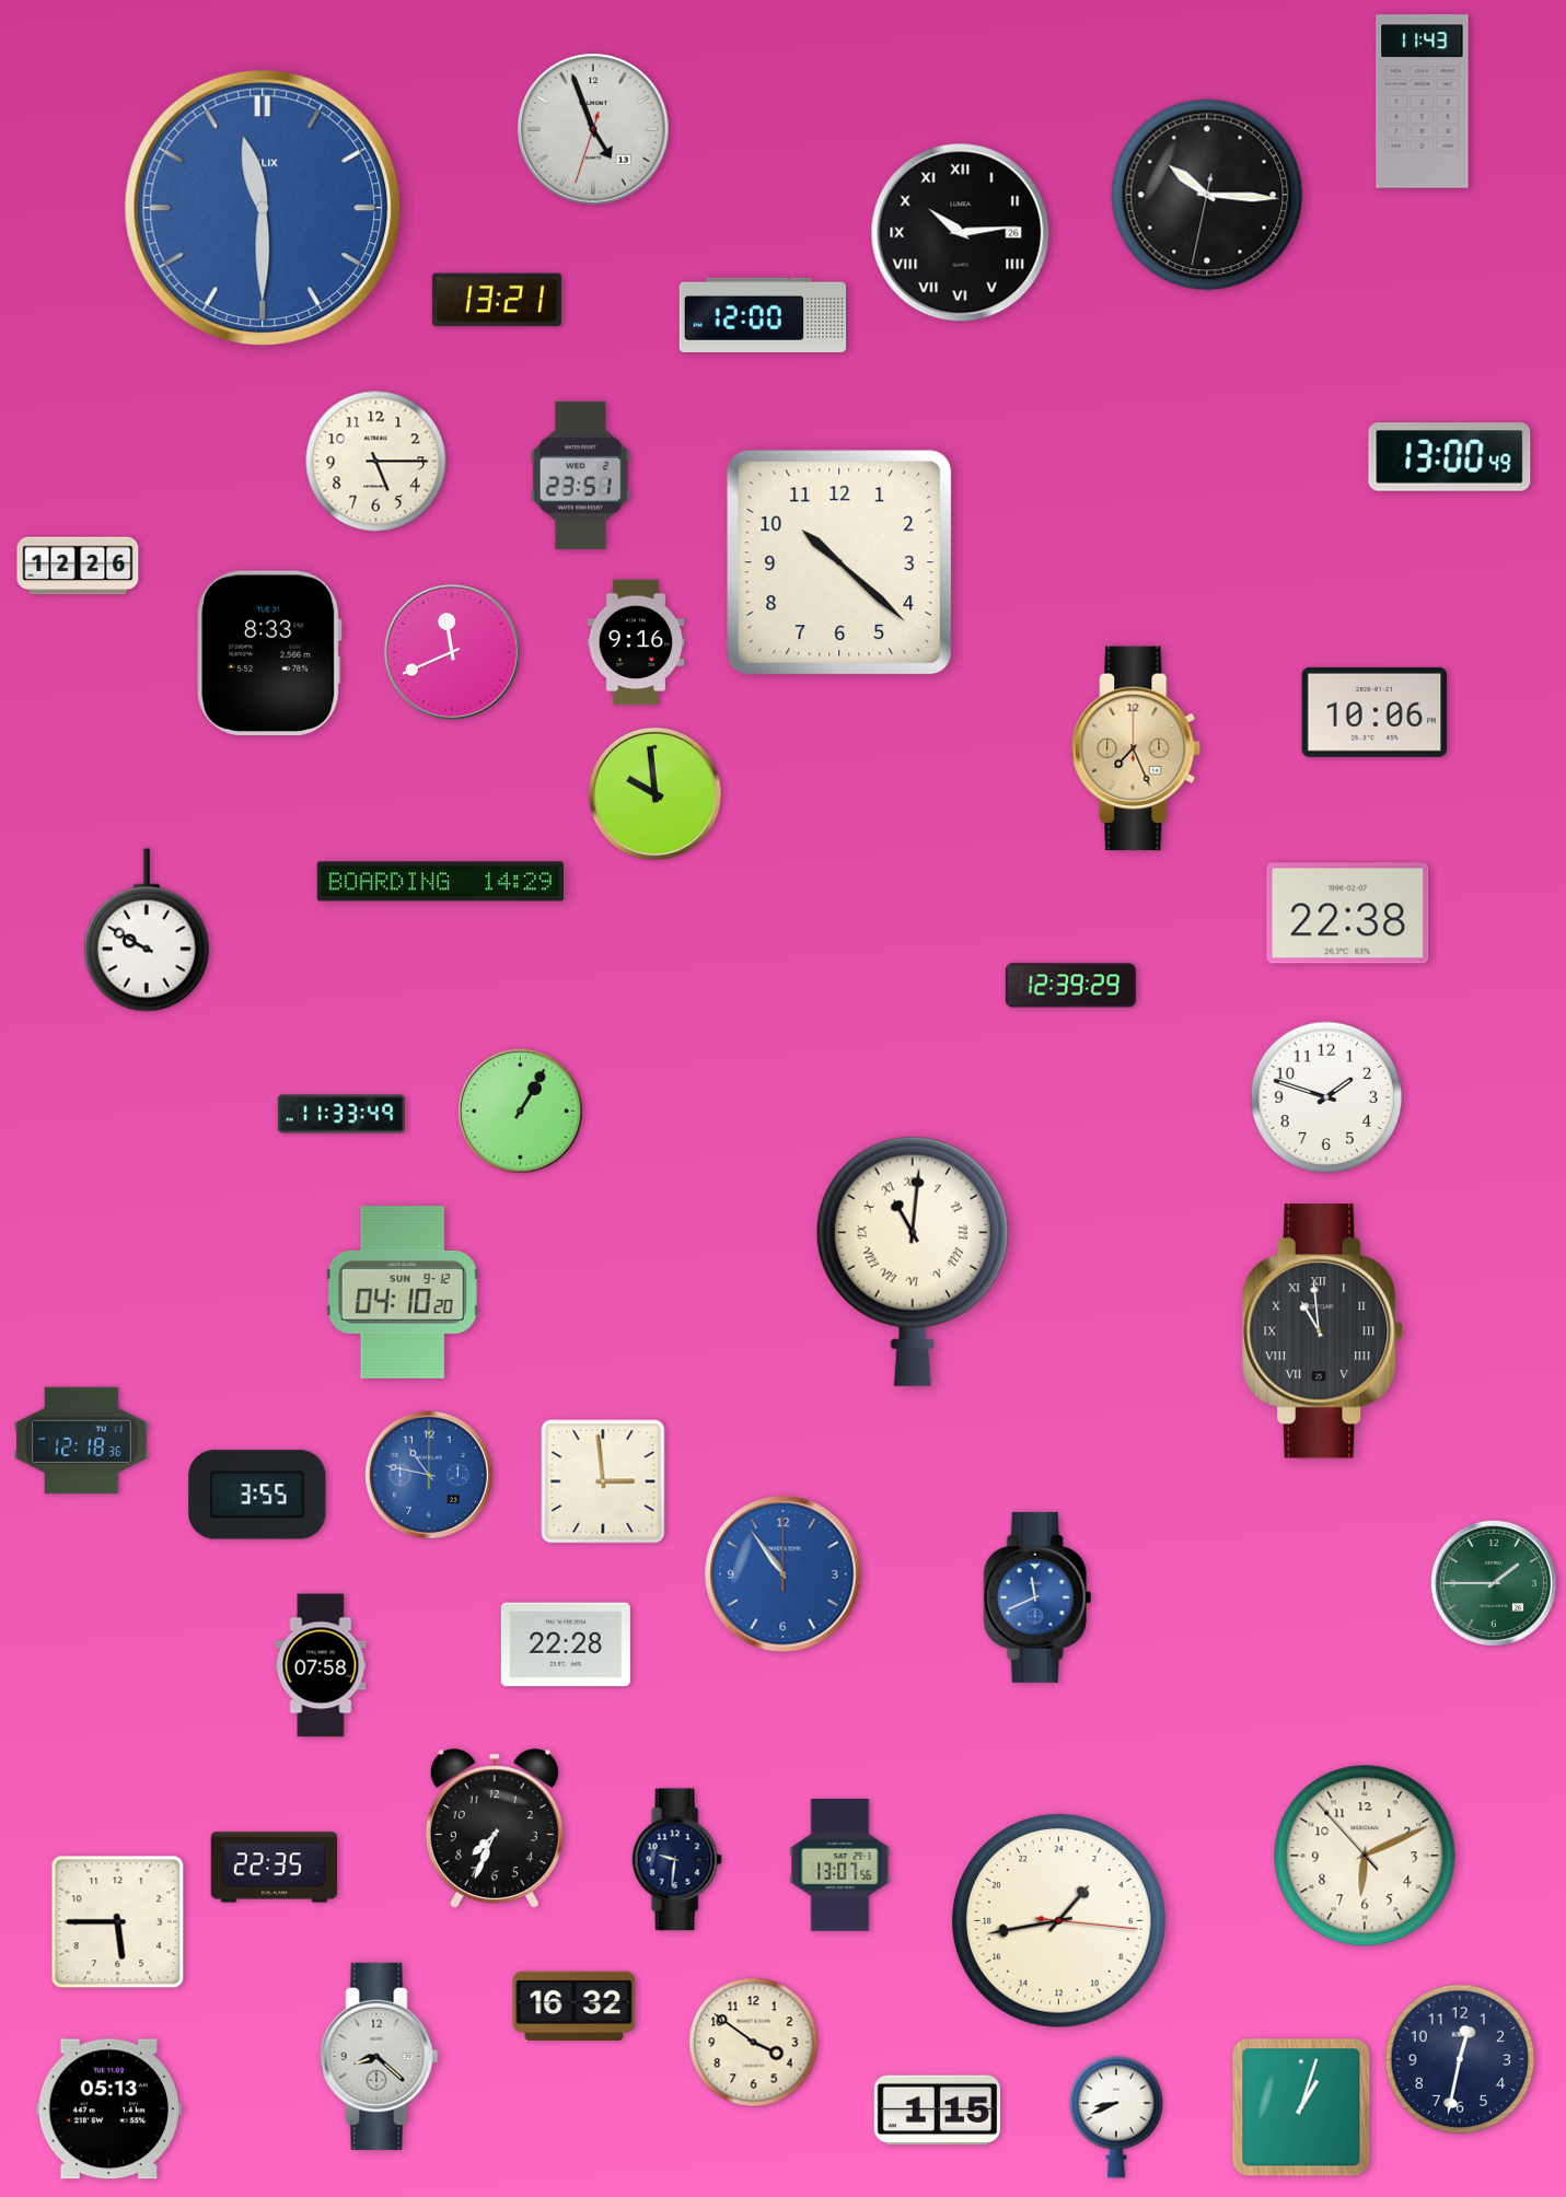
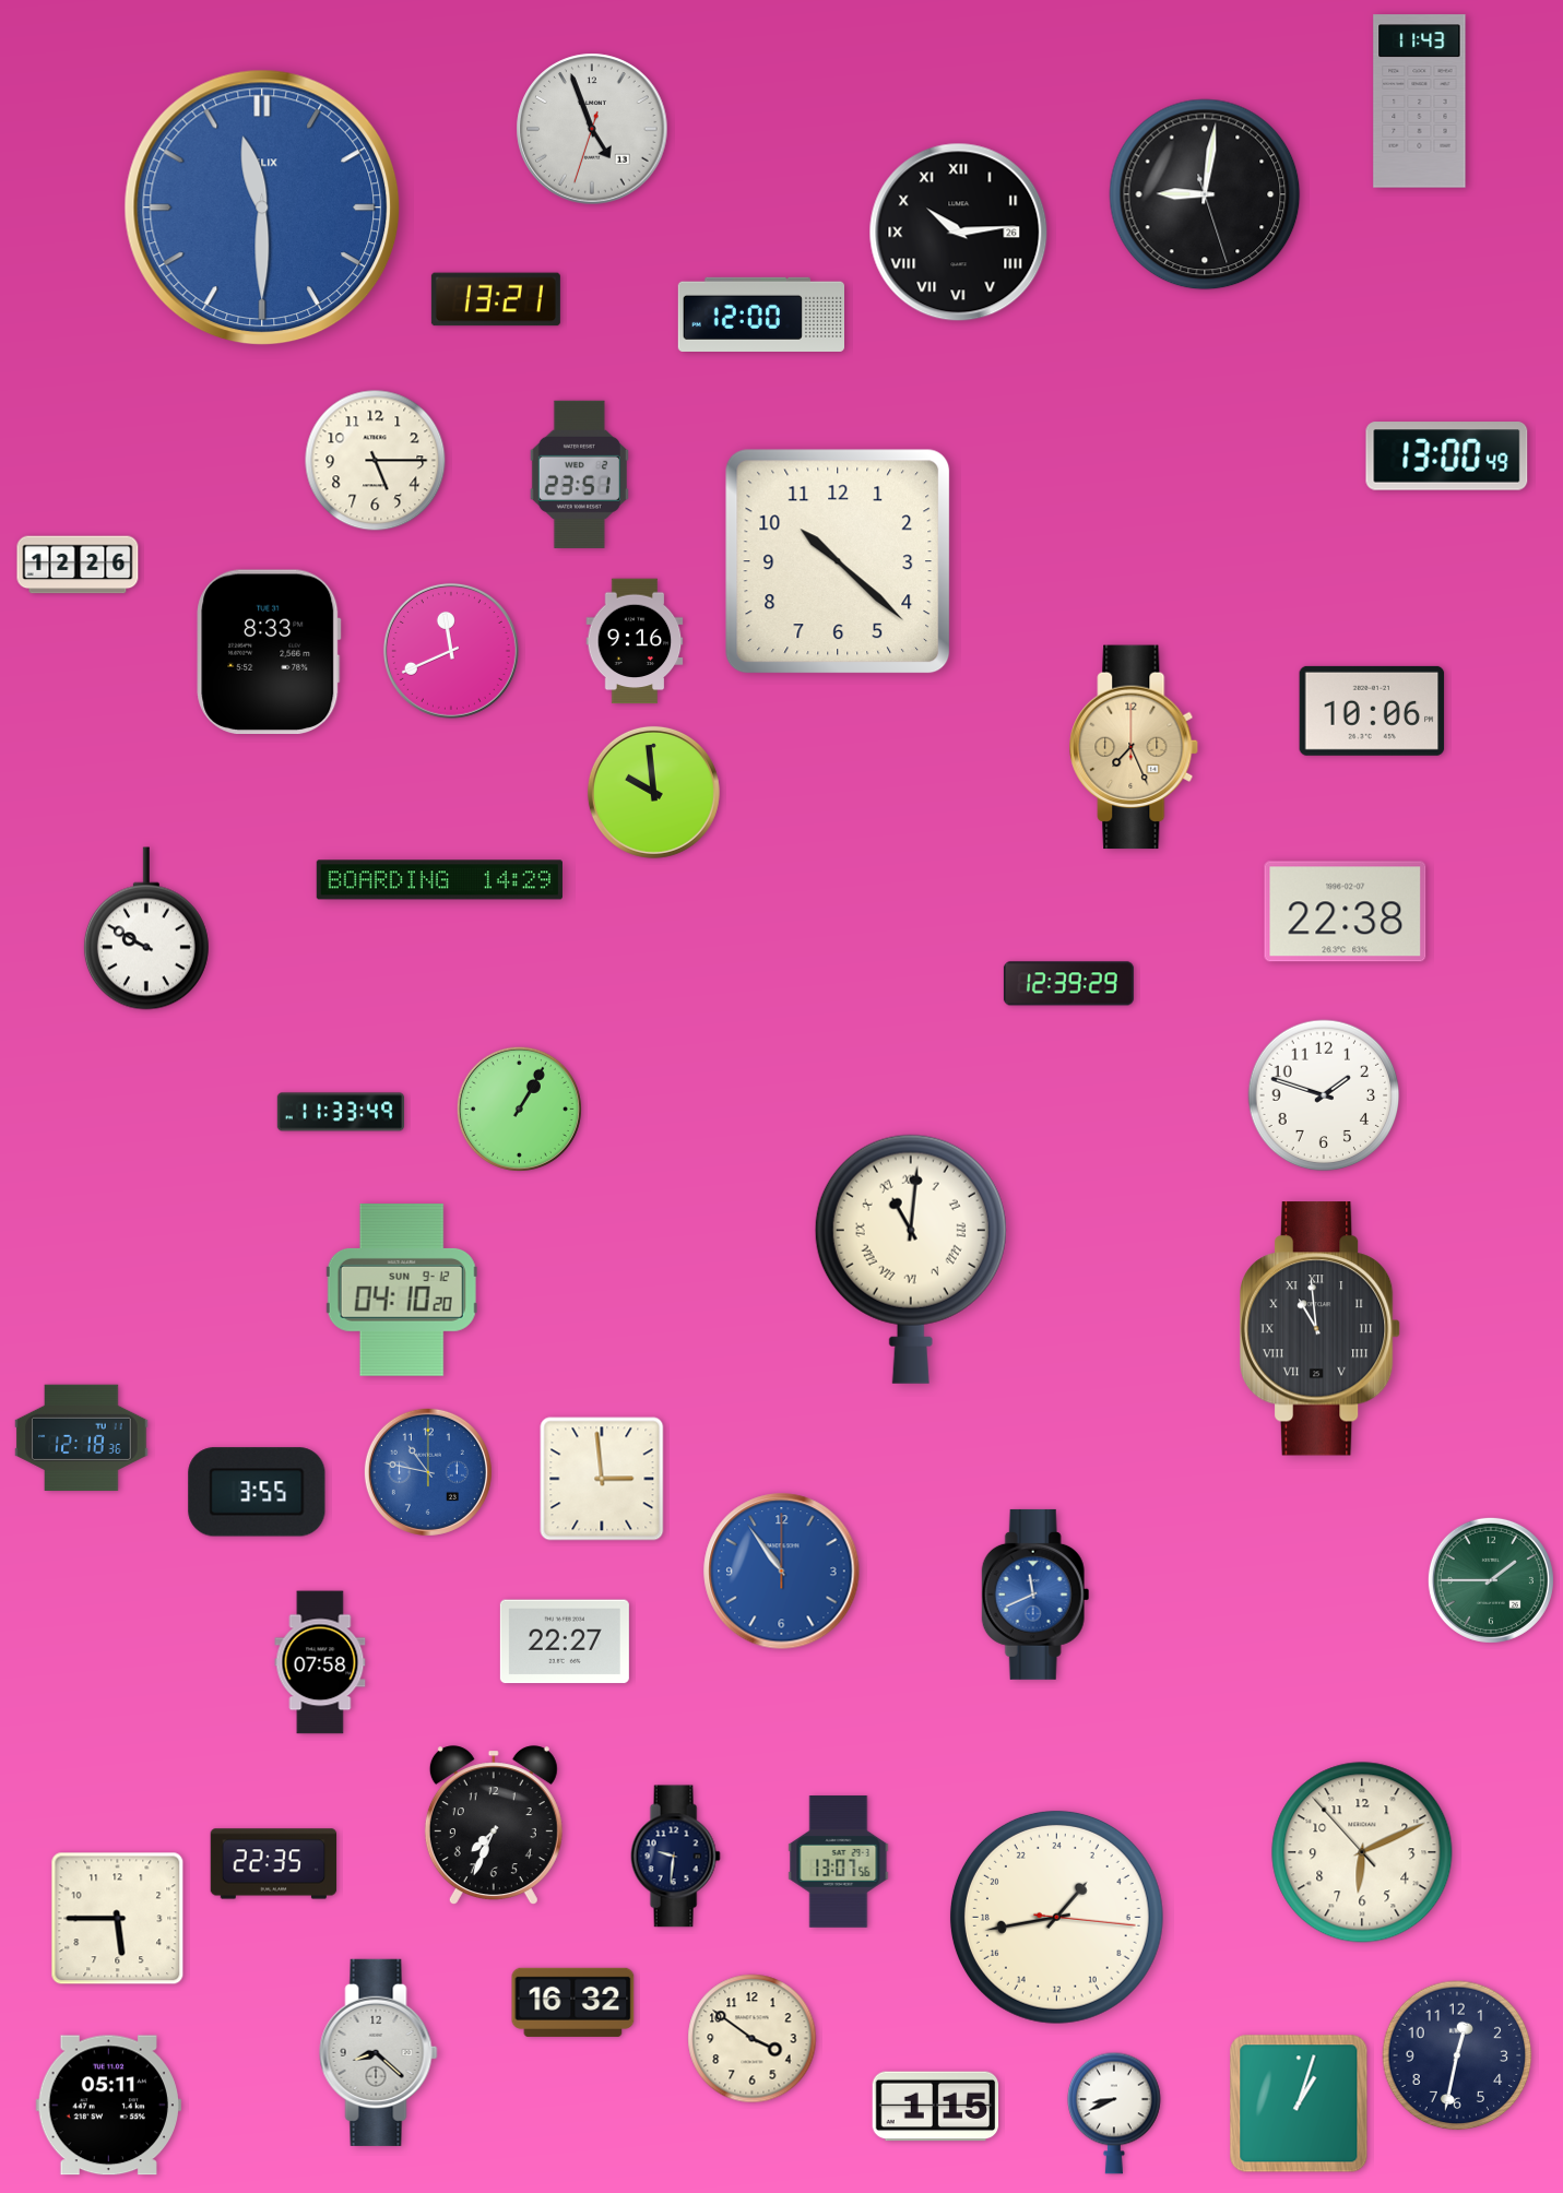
clock at (1207, 195): 10:15 -> 9:01
clock at (566, 1644): 22:28 -> 22:27
clock at (108, 2109): 05:13 -> 05:11
